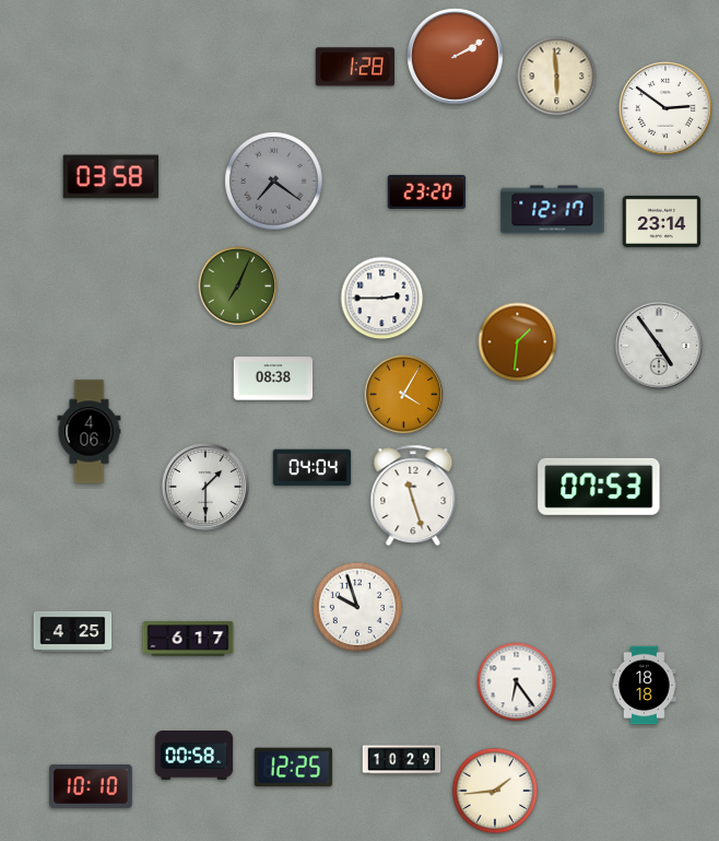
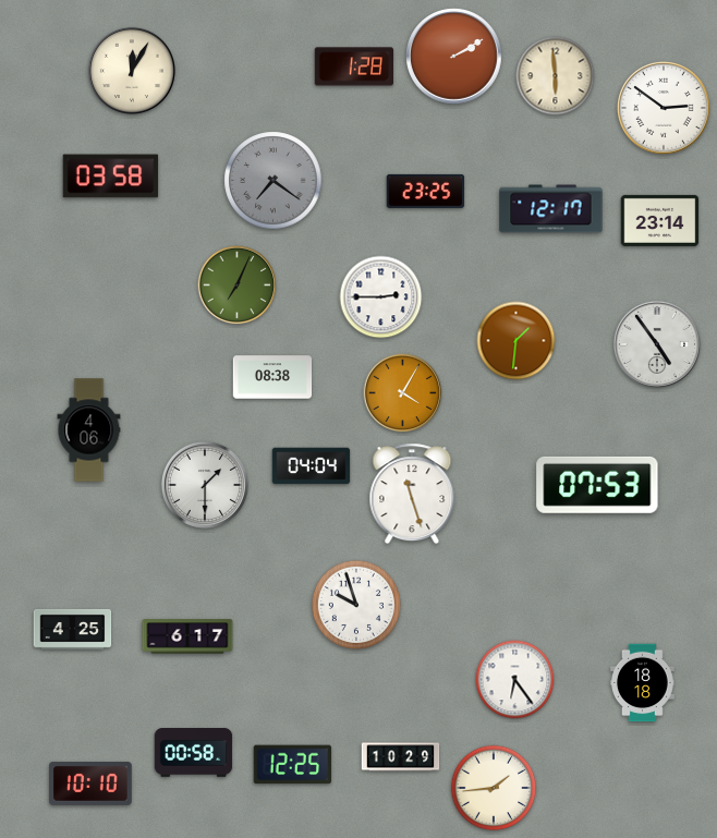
clock at (132, 71): none -> 12:05
clock at (427, 191): 23:20 -> 23:25
